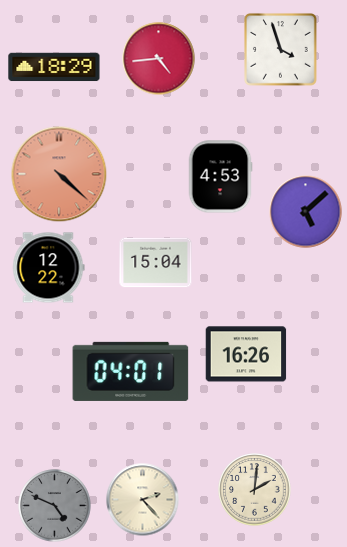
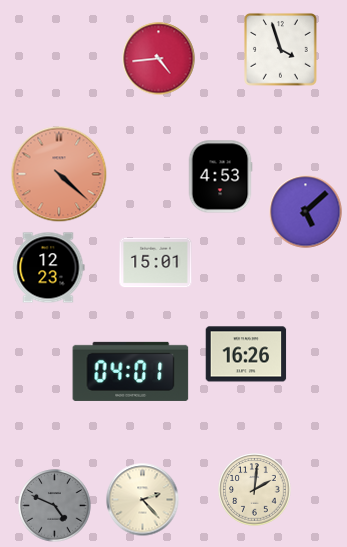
clock at (54, 67): 18:29 -> none
clock at (156, 263): 15:04 -> 15:01
clock at (48, 268): 12:22 -> 12:23
